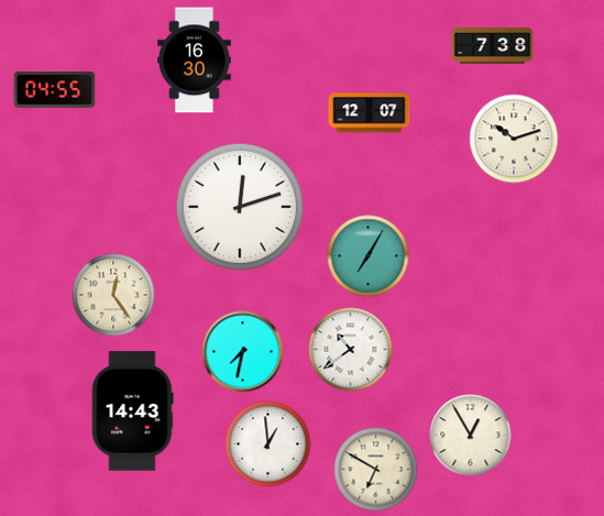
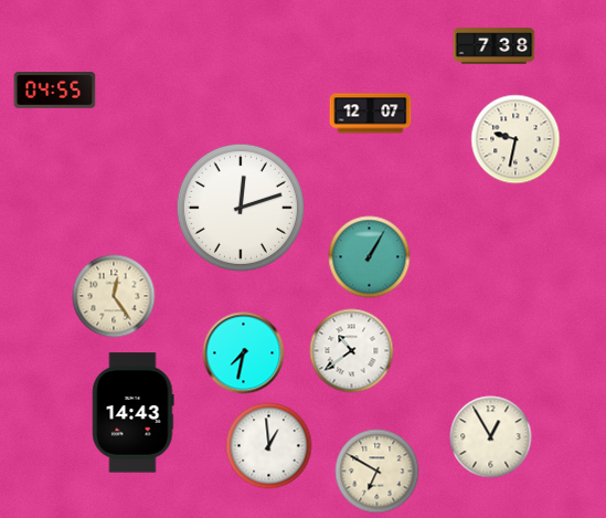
clock at (195, 61): 16:30 -> none
clock at (514, 139): 10:12 -> 9:32
clock at (369, 256): 7:05 -> 1:05
clock at (471, 436) position: (471, 436) -> (491, 437)
